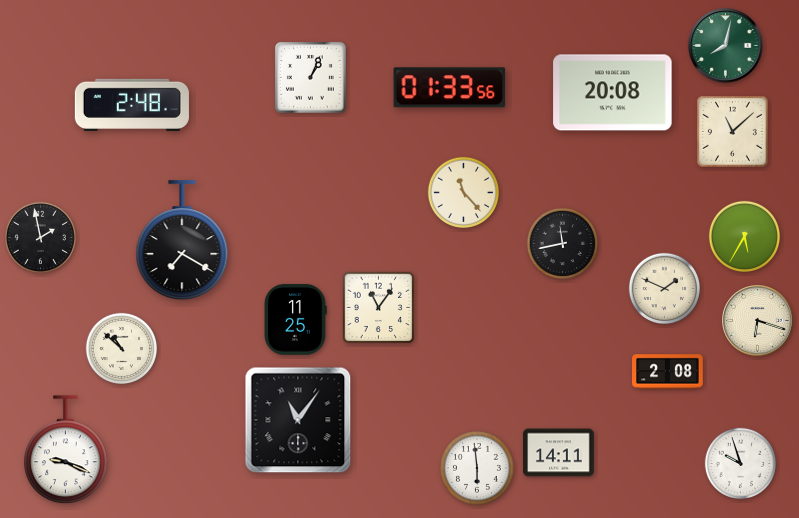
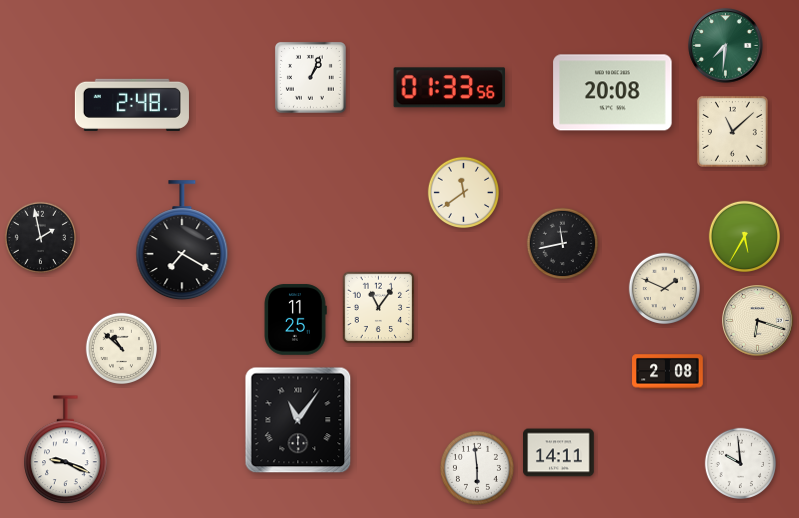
clock at (726, 46): 8:02 -> 7:31
clock at (463, 192): 11:23 -> 11:39
clock at (740, 463): 9:57 -> 9:59
